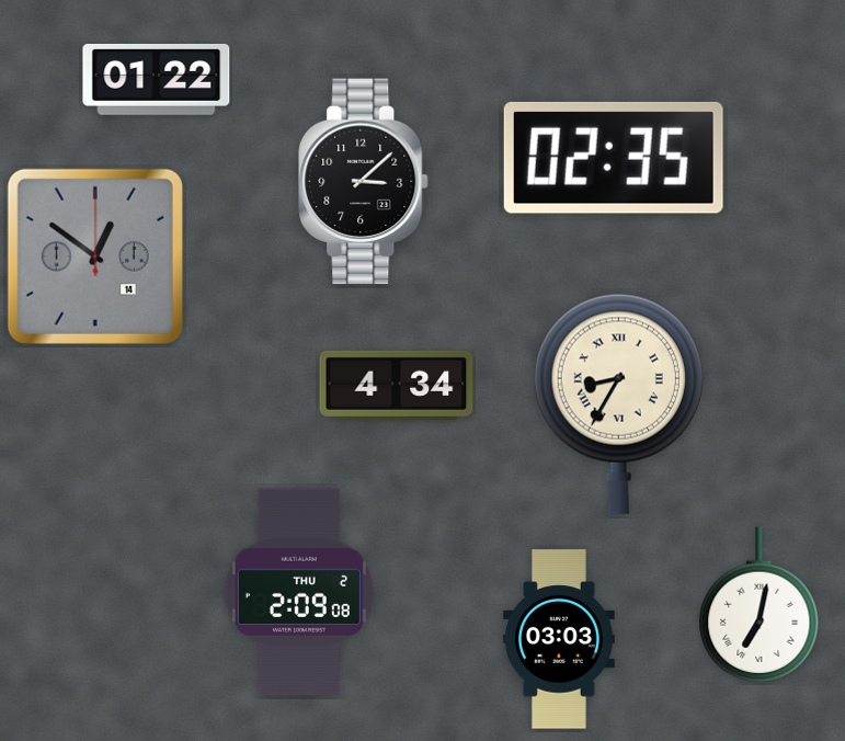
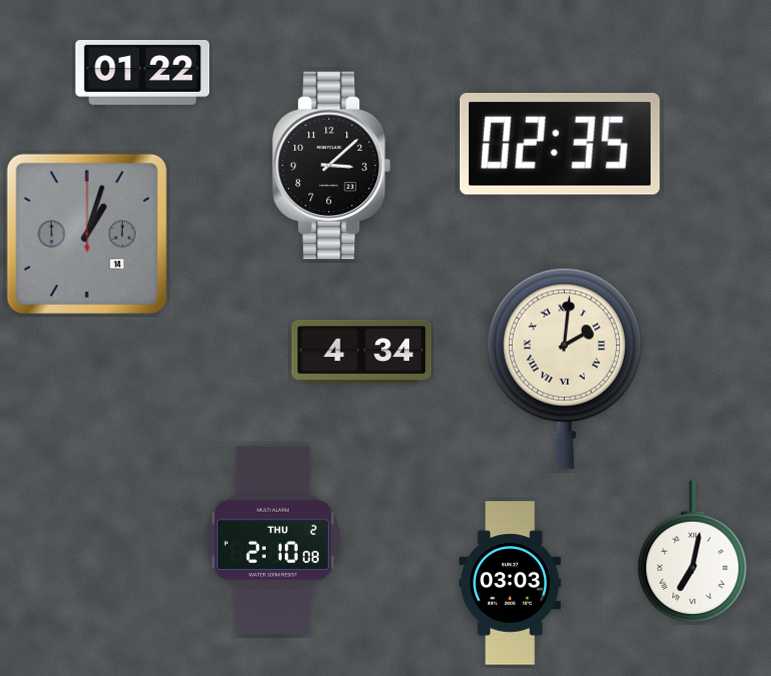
clock at (95, 256): 12:51 -> 1:03
clock at (618, 403): 8:35 -> 2:01
clock at (299, 592): 2:09 -> 2:10
